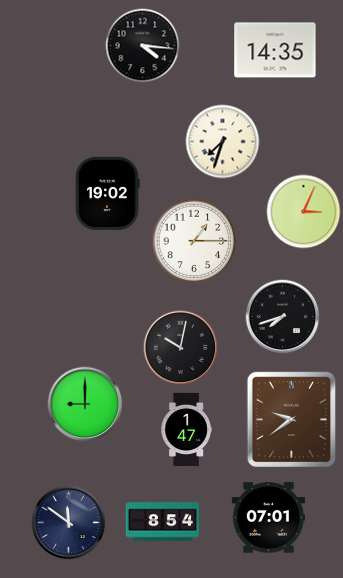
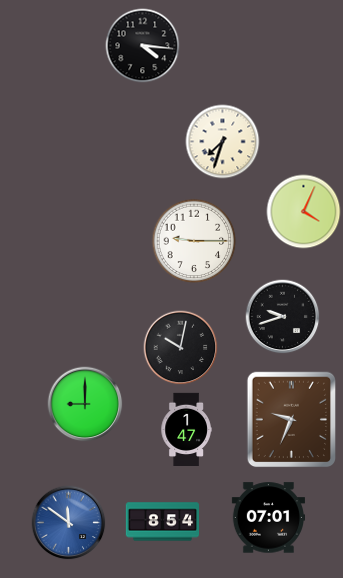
clock at (275, 50): 14:35 -> none
clock at (107, 193): 19:02 -> none
clock at (304, 212): 3:04 -> 4:04
clock at (194, 241): 1:15 -> 9:15
clock at (283, 317): 7:42 -> 9:42
clock at (291, 420): 9:39 -> 9:34
clock at (69, 523) dial: navy -> blue
